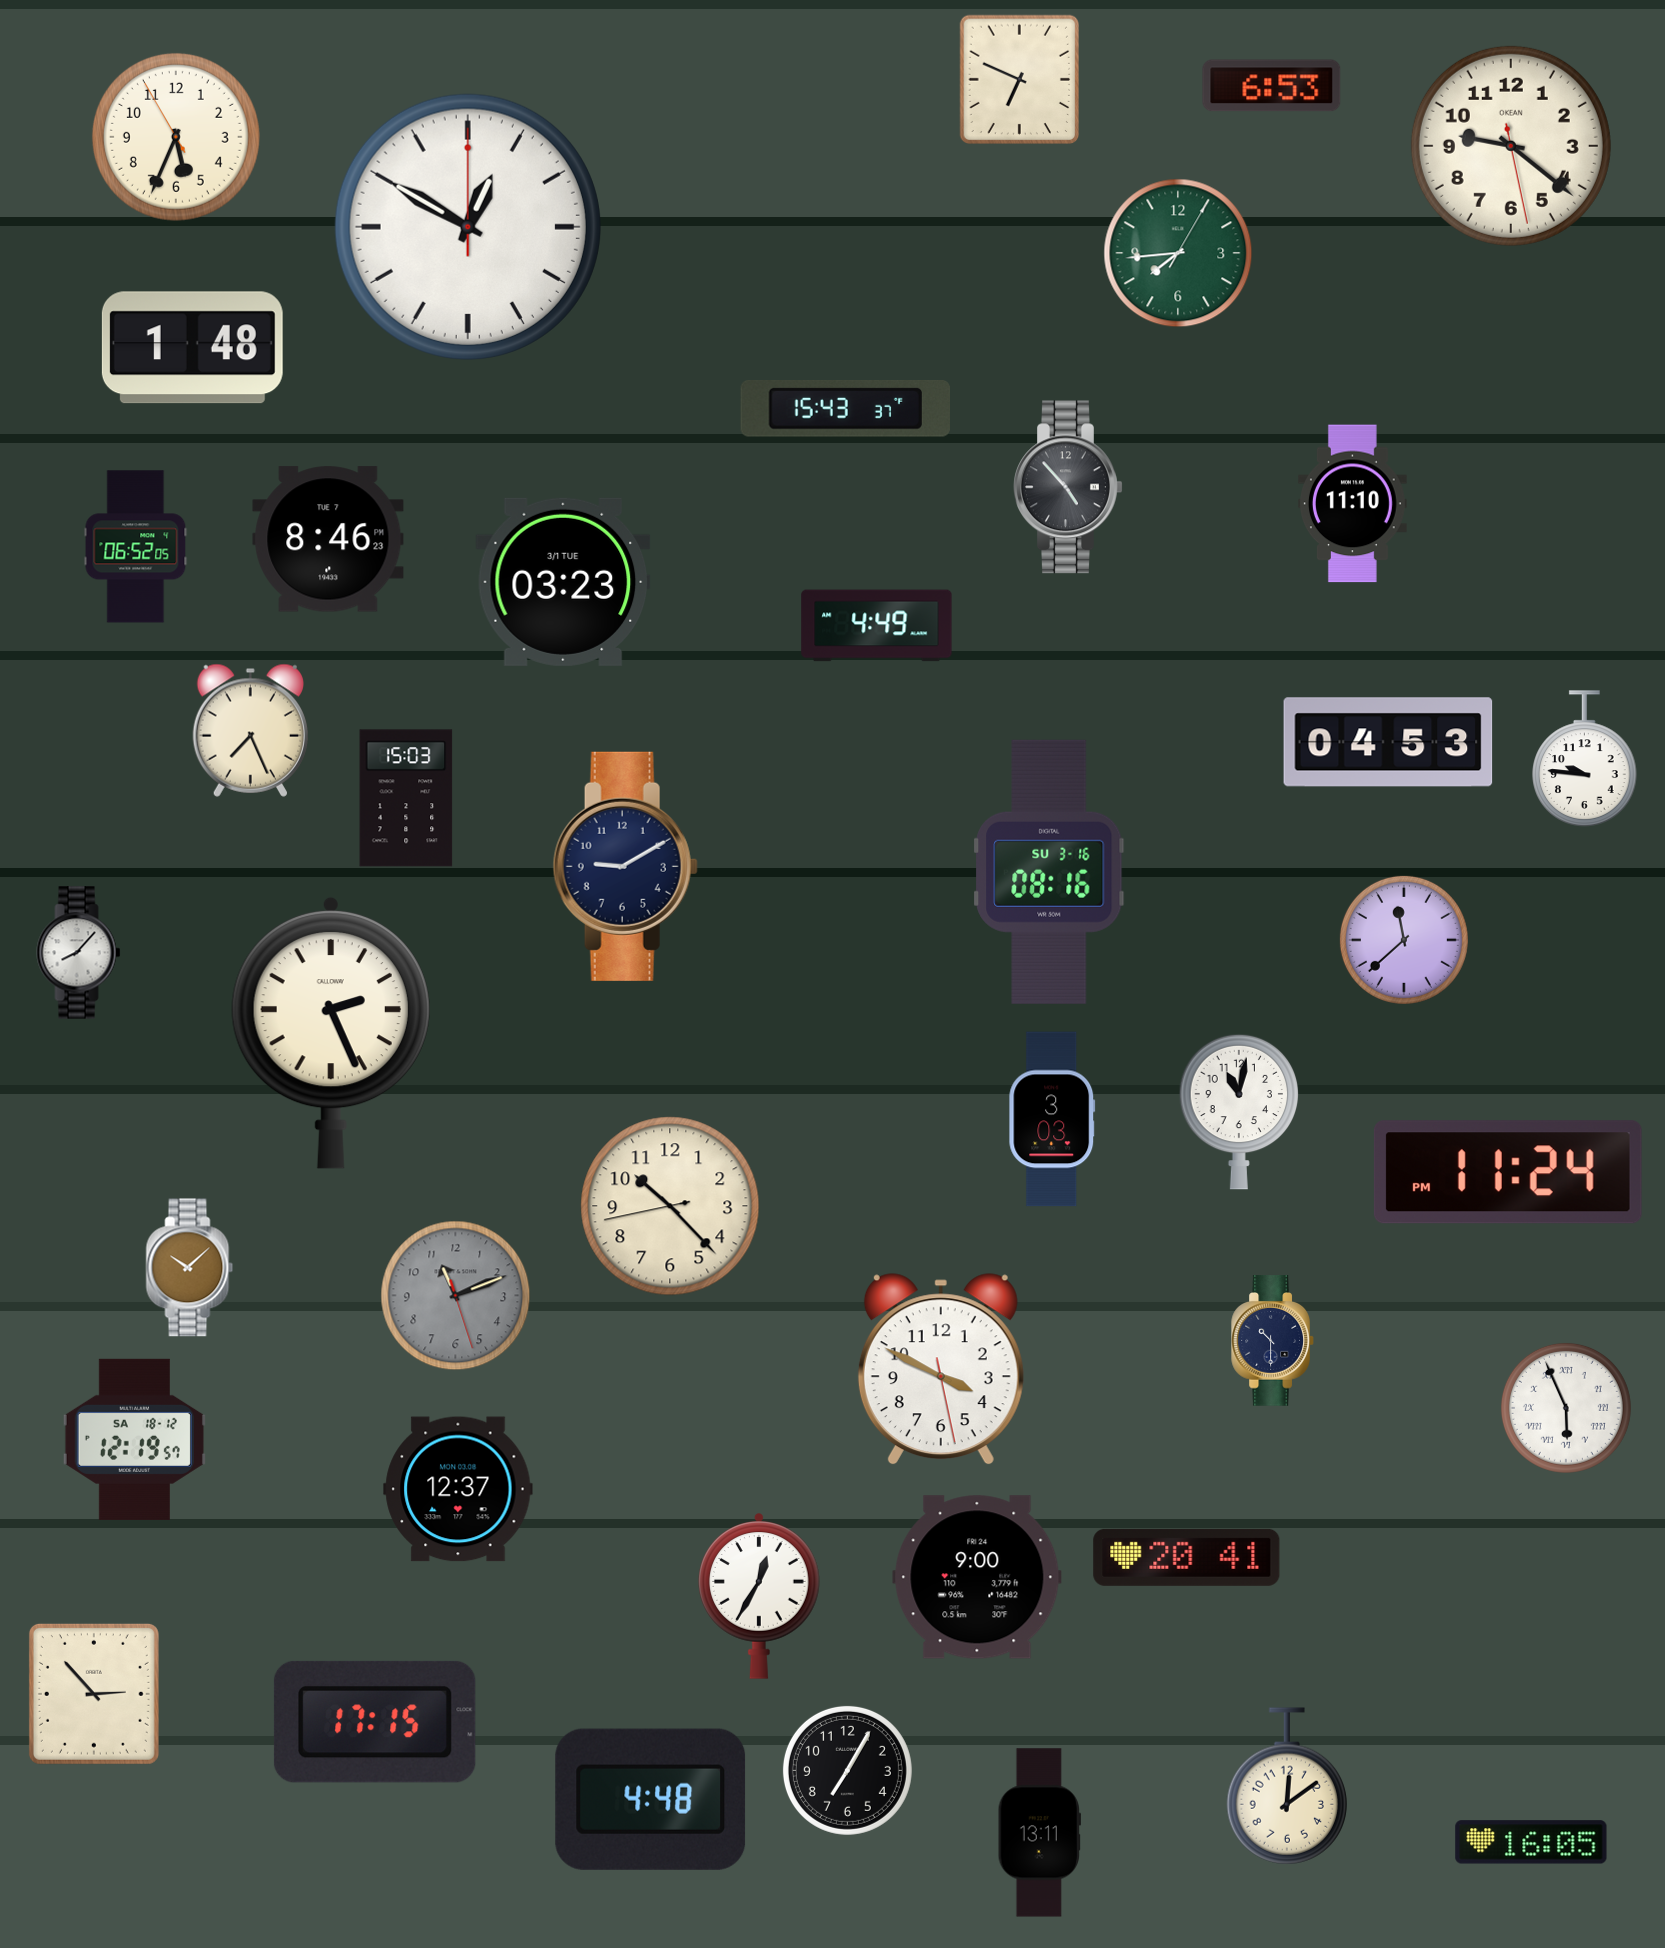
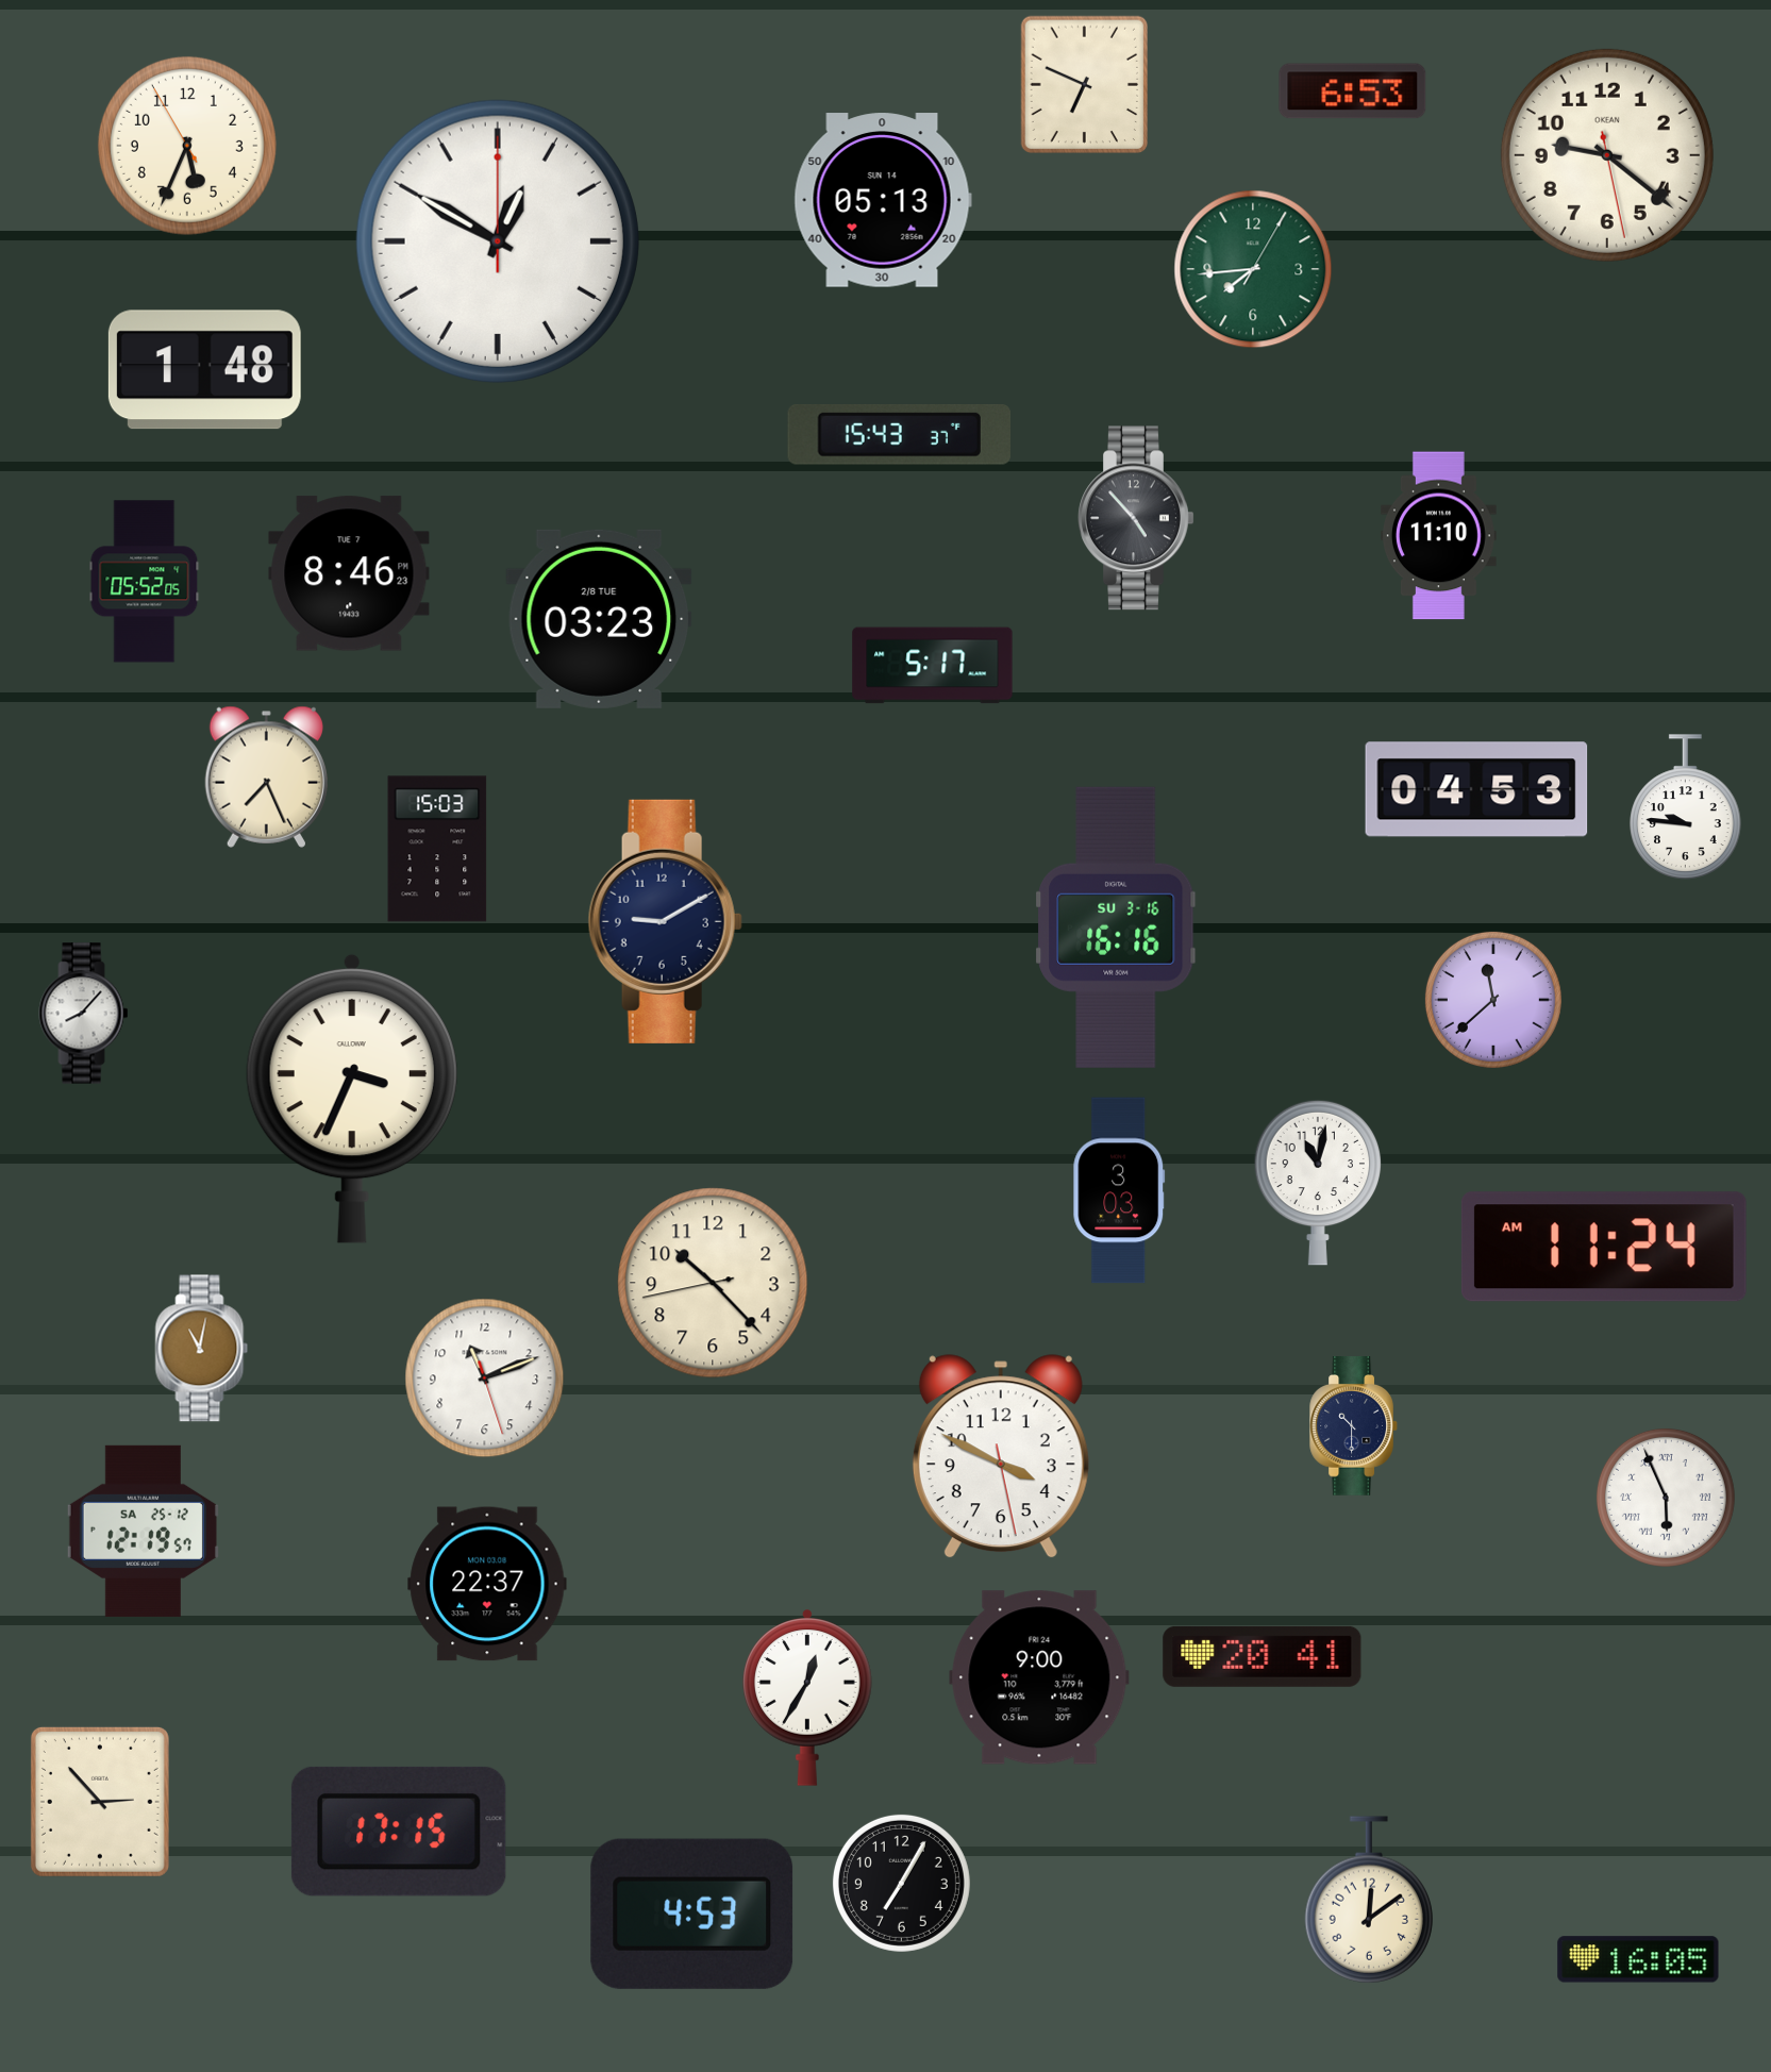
clock at (883, 200): none -> 05:13
clock at (136, 547): 06:52 -> 05:52
clock at (563, 582) date: 3/1 TUE -> 2/8 TUE
clock at (877, 626): 4:49 -> 5:17
clock at (406, 798) position: (406, 798) -> (437, 849)
clock at (1049, 872): 08:16 -> 16:16
clock at (331, 1033): 2:26 -> 3:34
clock at (1508, 1172): 11:24 PM -> 11:24 AM
clock at (190, 1268): 10:08 -> 11:02
clock at (456, 1296) dial: grey -> white
clock at (134, 1439) date: SA 18-12 -> SA 25-12
clock at (458, 1489): 12:37 -> 22:37
clock at (651, 1799): 4:48 -> 4:53
clock at (1039, 1833): 13:11 -> none
clock at (1531, 1842) position: (1531, 1842) -> (1638, 1959)
